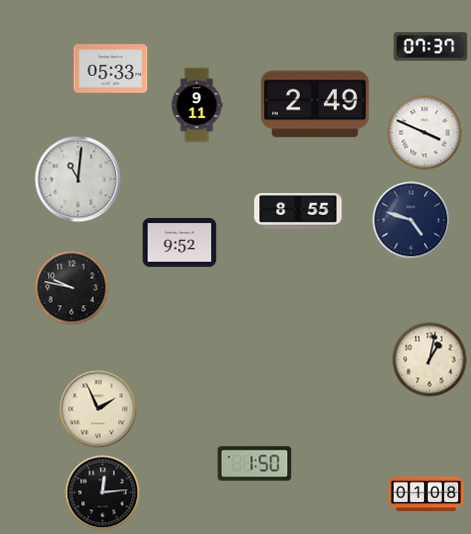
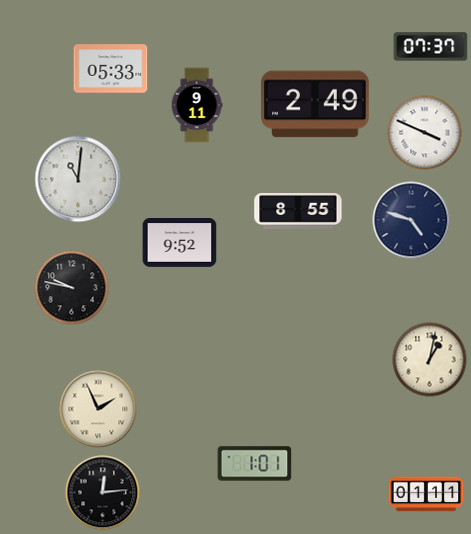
clock at (255, 464): 1:50 -> 1:01
clock at (426, 494): 01:08 -> 01:11
